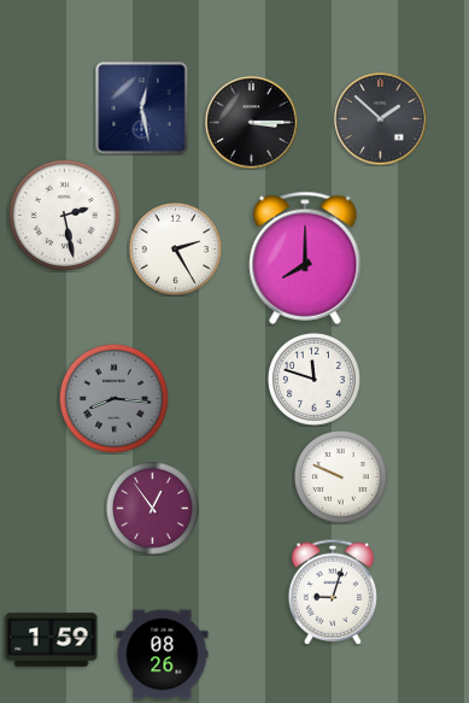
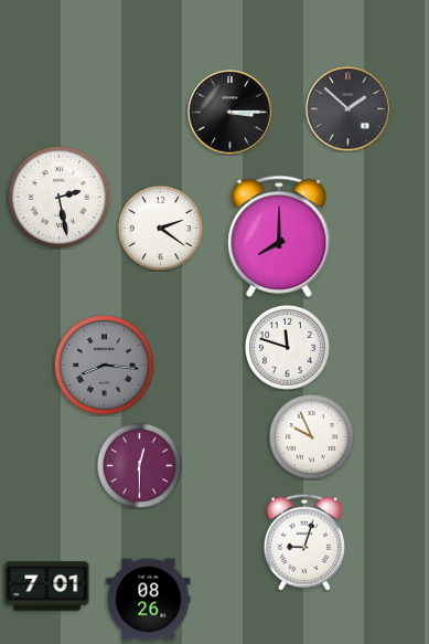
clock at (142, 109): 12:28 -> none
clock at (175, 248): 2:25 -> 2:21
clock at (340, 476): 9:49 -> 9:56
clock at (152, 508): 12:54 -> 12:30
clock at (52, 640): 1:59 -> 7:01
